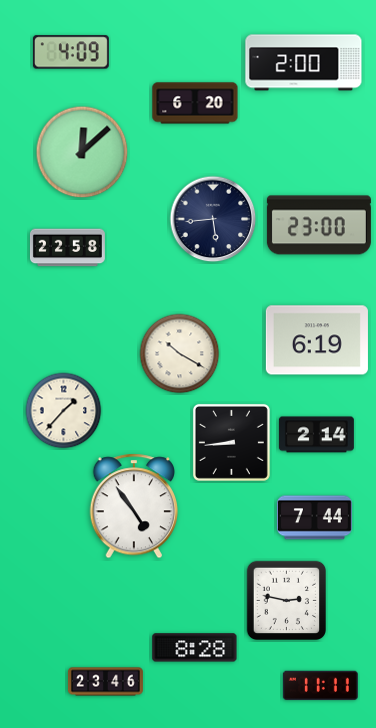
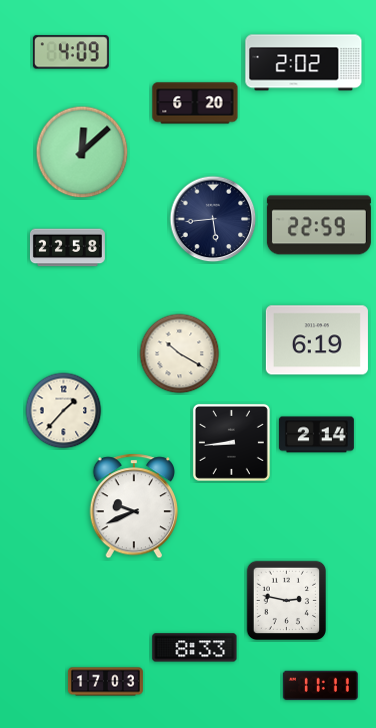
clock at (304, 63): 2:00 -> 2:02
clock at (319, 225): 23:00 -> 22:59
clock at (133, 506): 4:54 -> 9:41
clock at (314, 518): 7:44 -> none
clock at (195, 648): 8:28 -> 8:33
clock at (105, 682): 23:46 -> 17:03
